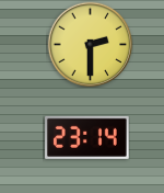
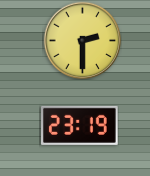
clock at (87, 137): 23:14 -> 23:19
